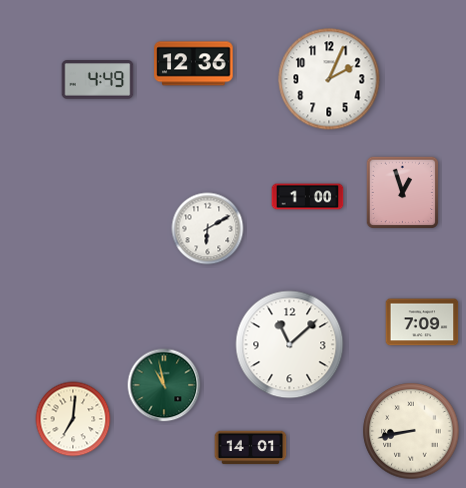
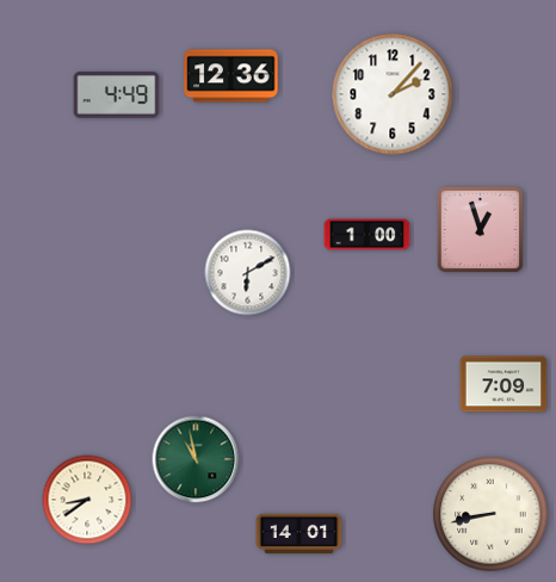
clock at (329, 79): 2:04 -> 2:07
clock at (290, 345): 11:08 -> none
clock at (73, 419): 7:01 -> 8:39
